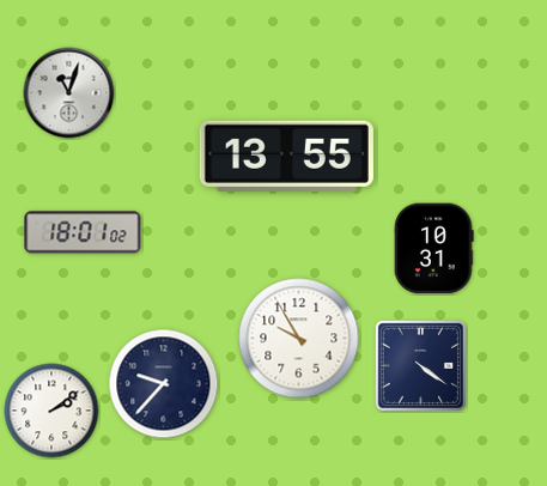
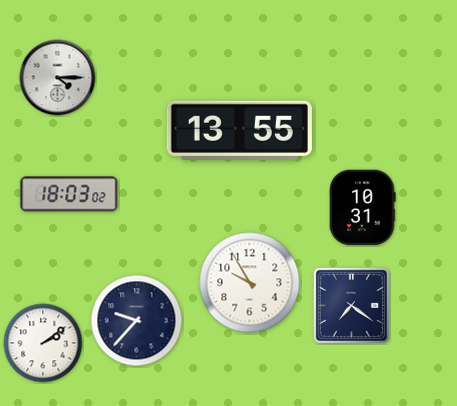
clock at (69, 93): 11:03 -> 4:15
clock at (83, 232): 18:01 -> 18:03
clock at (420, 365): 4:21 -> 7:21
